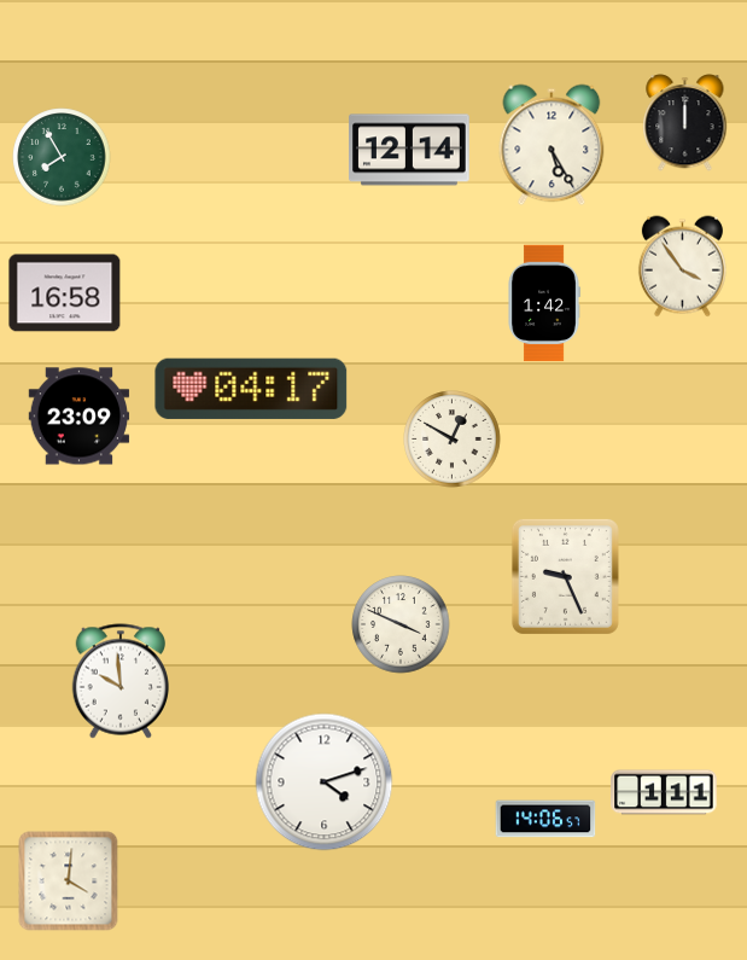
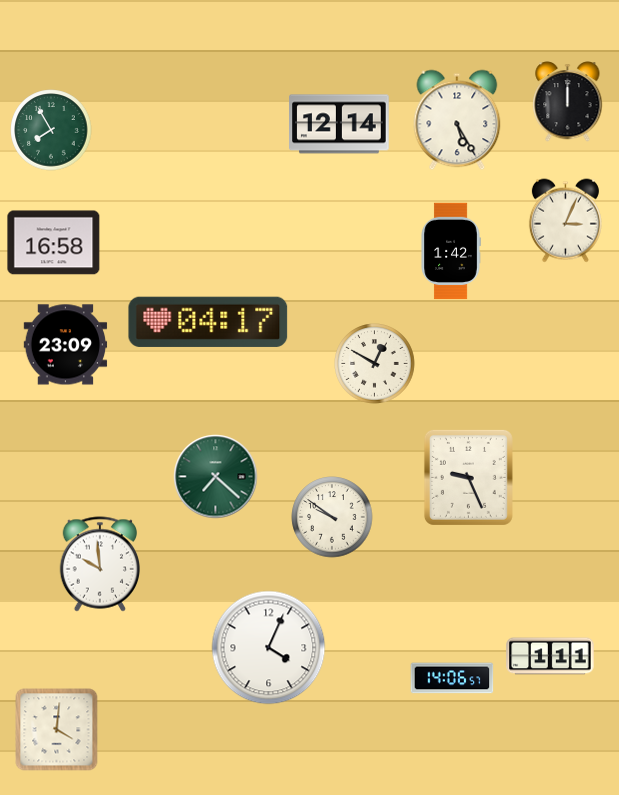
clock at (682, 267): 3:54 -> 3:04
clock at (216, 477): none -> 7:22
clock at (401, 624): 3:49 -> 9:51
clock at (325, 782): 4:12 -> 4:04
